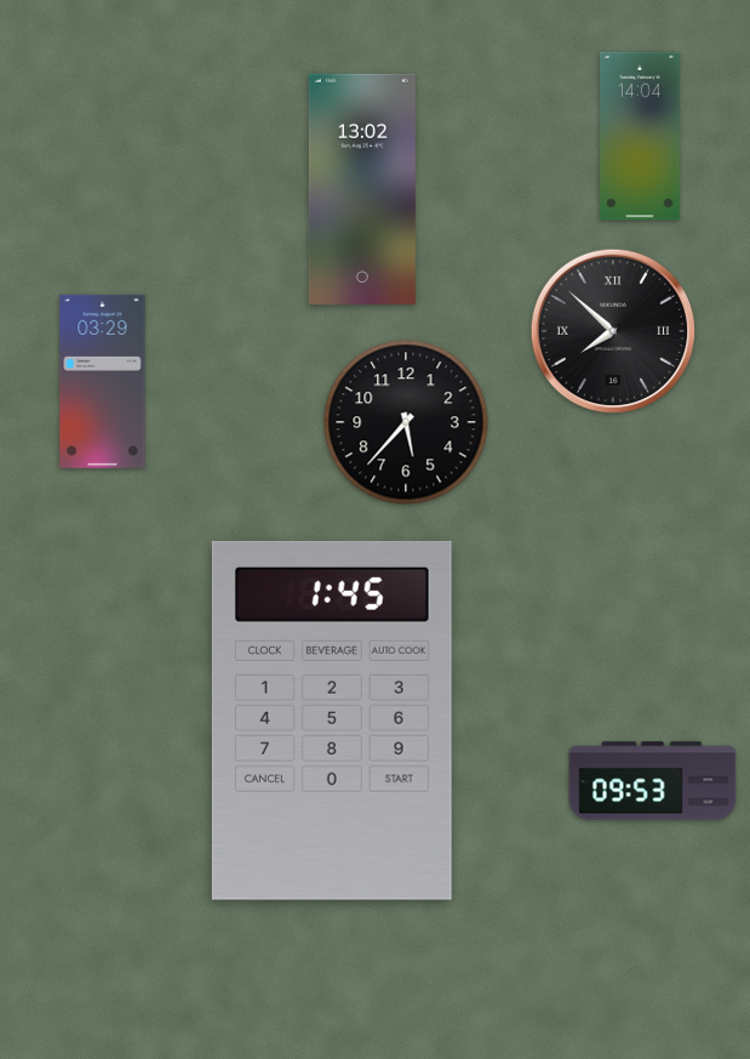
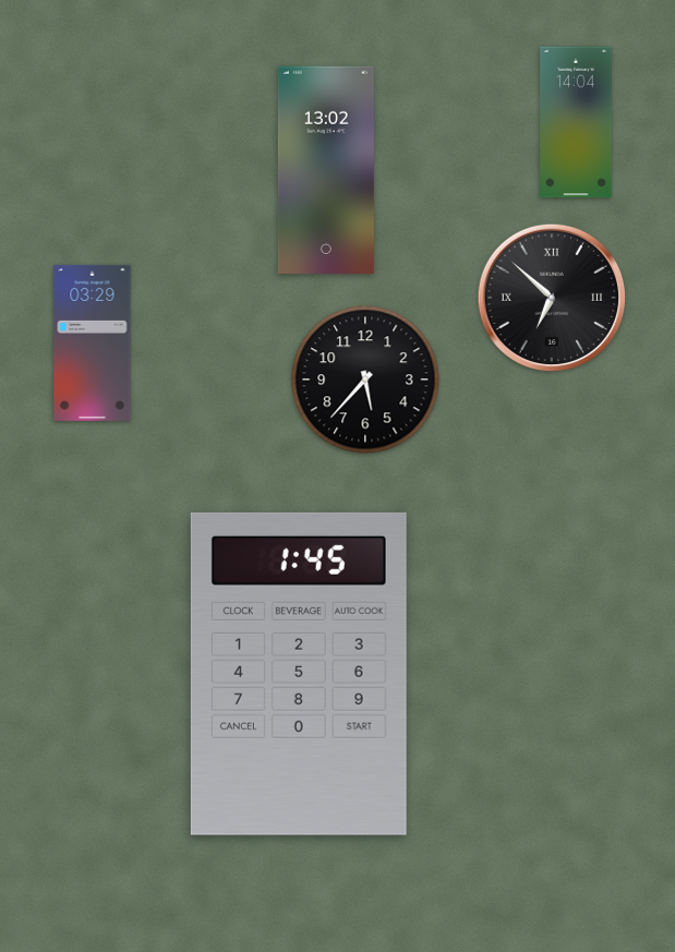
clock at (612, 330): 7:52 -> 6:52
clock at (332, 721) position: (332, 721) -> (299, 674)
clock at (653, 781): 09:53 -> none
